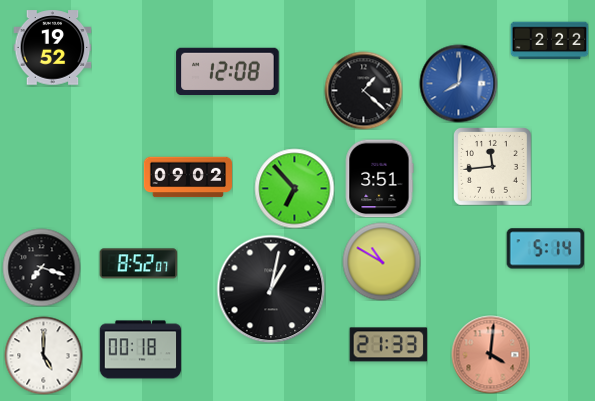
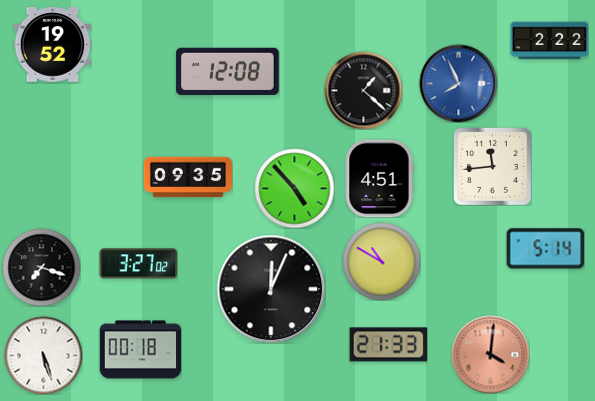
clock at (52, 48) position: (52, 48) -> (52, 45)
clock at (458, 83): 8:01 -> 7:56
clock at (187, 177): 09:02 -> 09:35
clock at (379, 178): 3:51 -> 4:51
clock at (294, 188): 6:53 -> 4:53
clock at (138, 264): 8:52 -> 3:27
clock at (271, 289): 1:02 -> 12:04
clock at (43, 355): 5:00 -> 5:27
